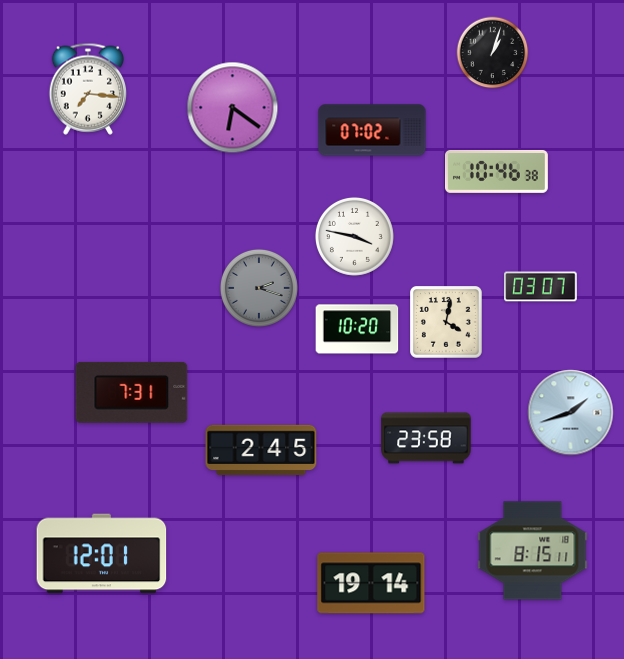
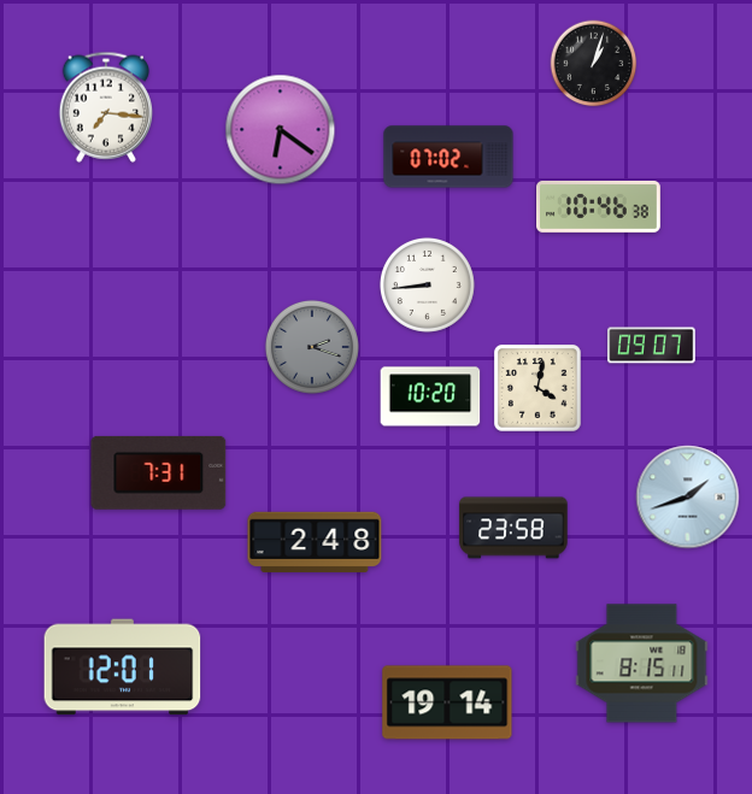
clock at (354, 236): 3:47 -> 8:44
clock at (541, 287): 03:07 -> 09:07
clock at (261, 449): 2:45 -> 2:48
